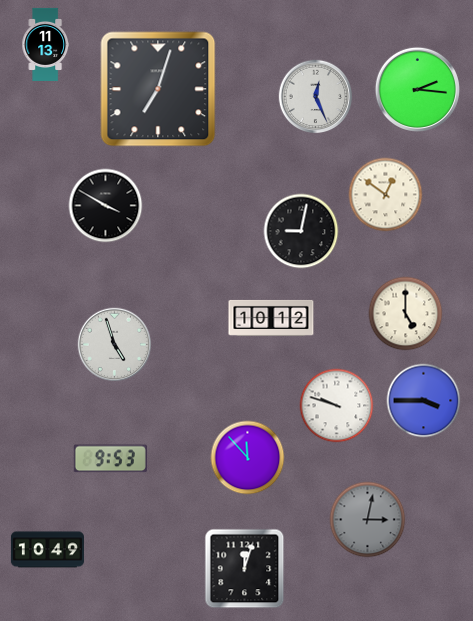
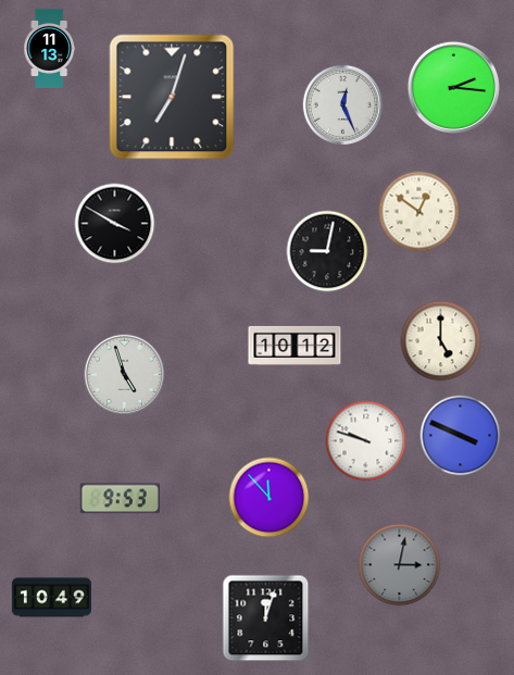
clock at (417, 89) position: (417, 89) -> (453, 87)
clock at (424, 401): 3:45 -> 3:49
